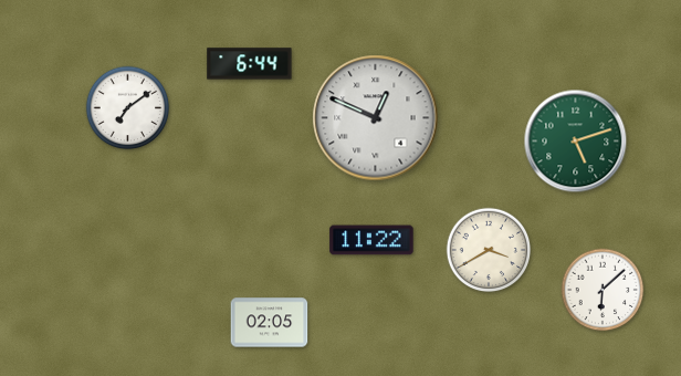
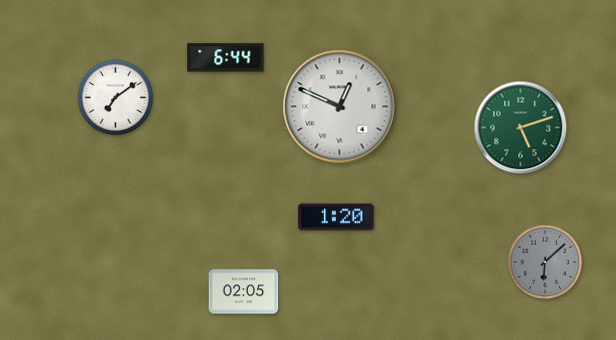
clock at (371, 240): 11:22 -> 1:20
clock at (489, 250): 3:40 -> none
clock at (603, 290) dial: white -> grey
